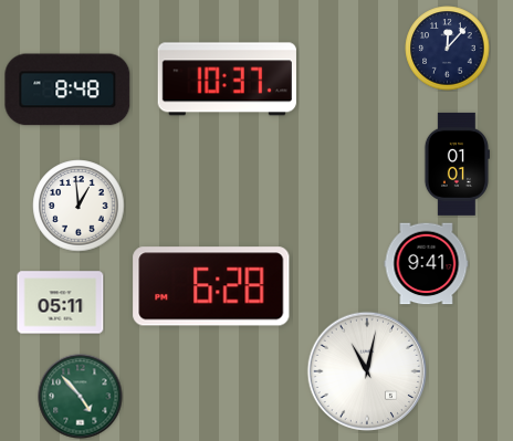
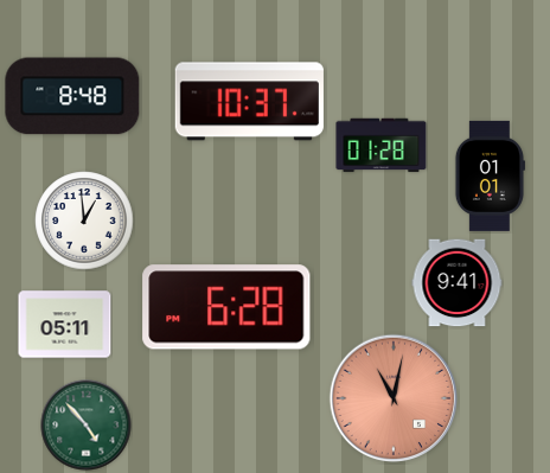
clock at (448, 49): 12:07 -> none
clock at (227, 80) position: (227, 80) -> (249, 102)
clock at (382, 146): none -> 01:28
clock at (367, 371) dial: white -> salmon
